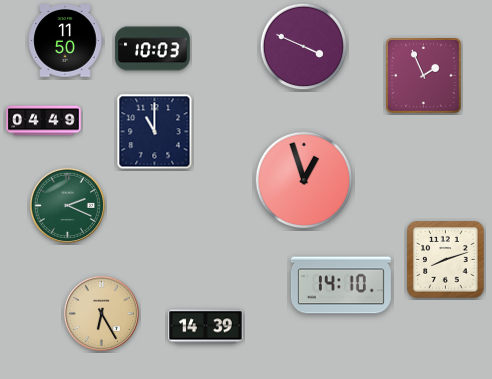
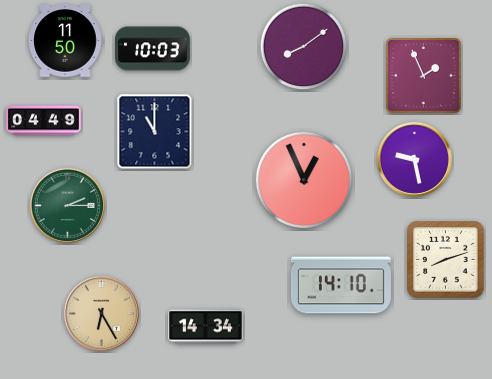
clock at (304, 47): 3:49 -> 8:09
clock at (414, 159): none -> 9:28
clock at (303, 179): 12:57 -> 12:56
clock at (67, 205): 2:19 -> 2:15
clock at (206, 327): 14:39 -> 14:34
